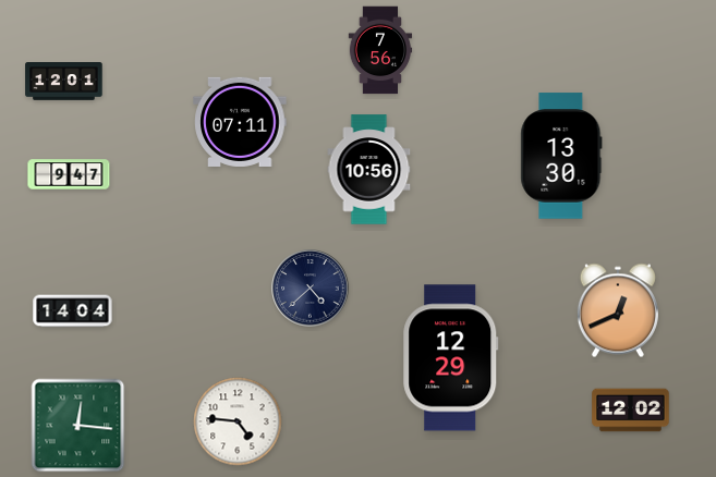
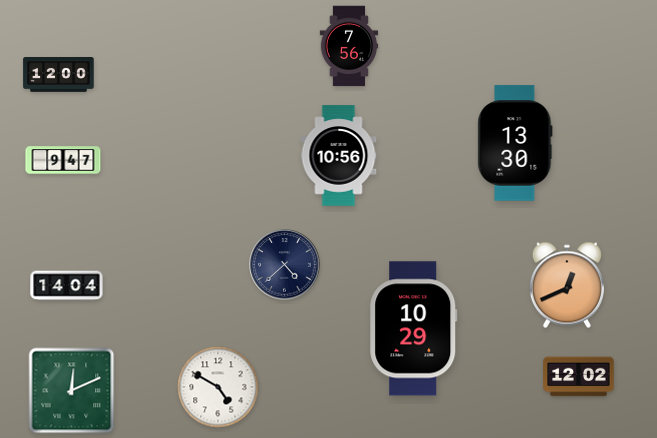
clock at (64, 82): 12:01 -> 12:00
clock at (240, 122): 07:11 -> none
clock at (451, 358): 12:29 -> 10:29
clock at (238, 421): 4:46 -> 4:50
clock at (78, 426): 12:16 -> 12:11
